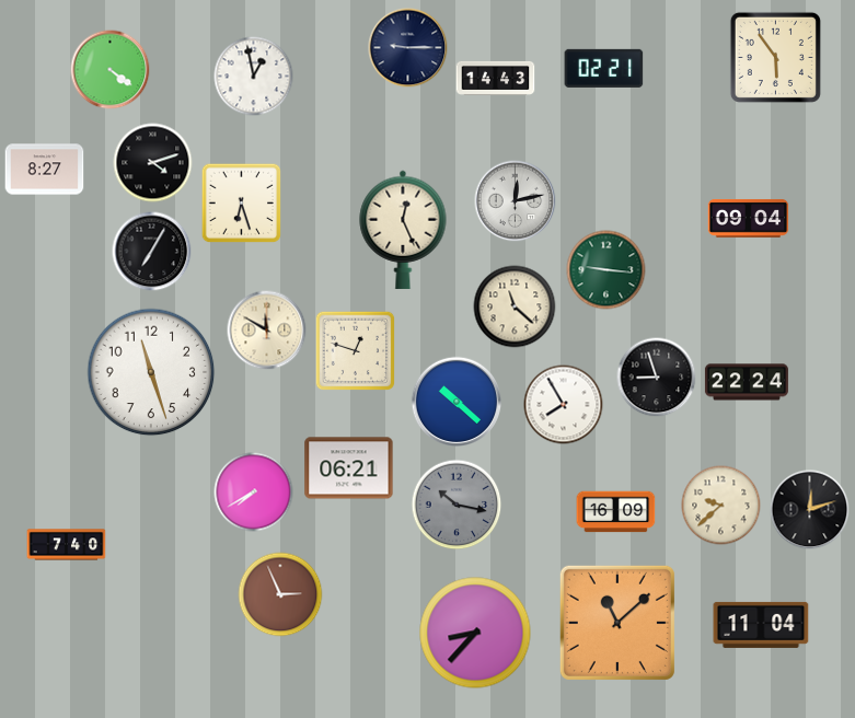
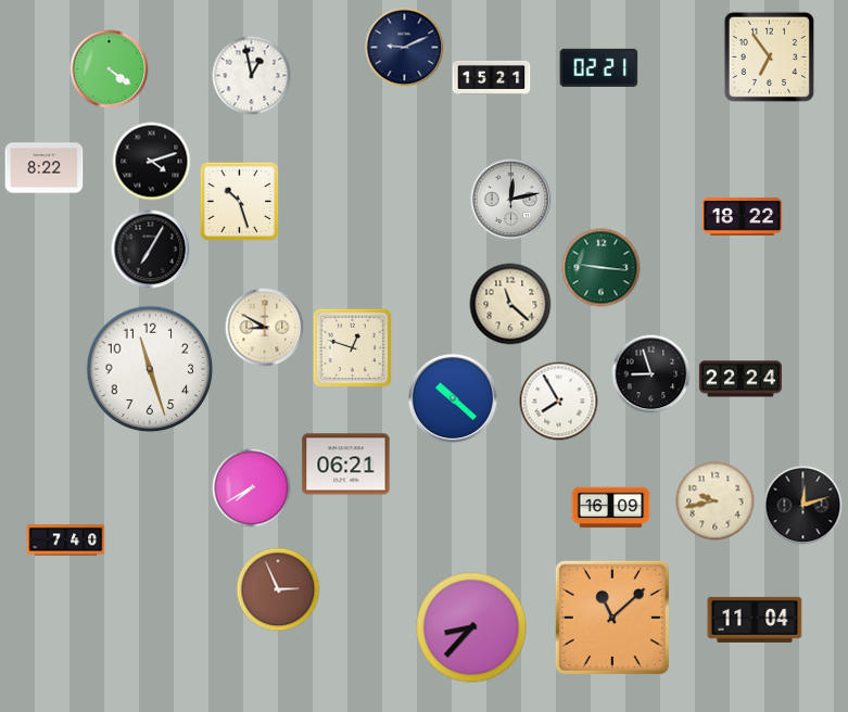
clock at (408, 48): 9:15 -> 9:11
clock at (775, 57): 5:54 -> 6:54
clock at (496, 78): 14:43 -> 15:21
clock at (45, 170): 8:27 -> 8:22
clock at (242, 204): 6:27 -> 10:27
clock at (749, 218): 09:04 -> 18:22
clock at (403, 230): 12:26 -> none
clock at (267, 331): 11:50 -> 8:50
clock at (457, 505): 10:17 -> none
clock at (721, 506): 9:38 -> 9:43
